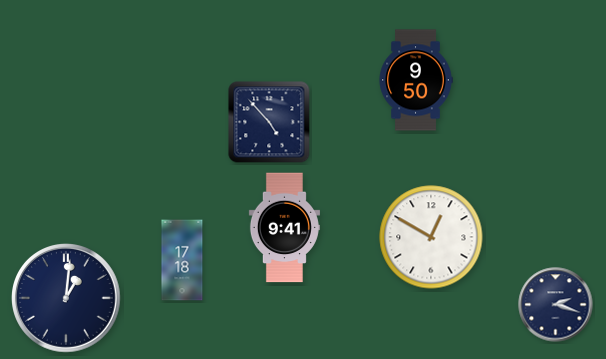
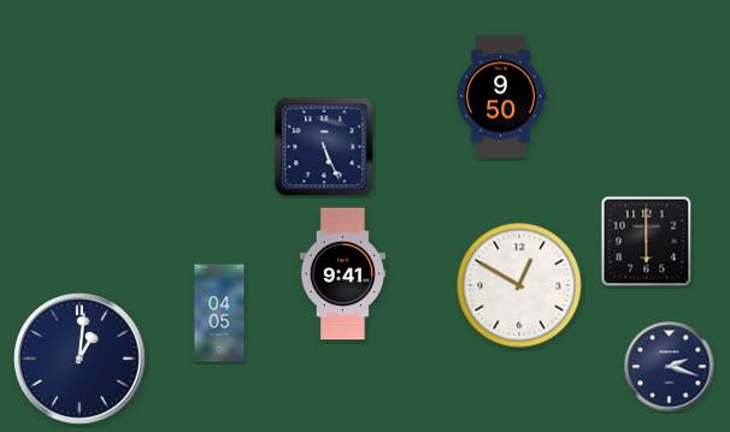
clock at (269, 122): 4:53 -> 5:26
clock at (647, 242): none -> 6:00
clock at (182, 260): 17:18 -> 04:05
